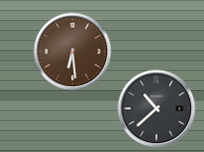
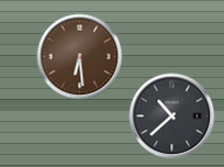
clock at (156, 108) position: (156, 108) -> (171, 115)
